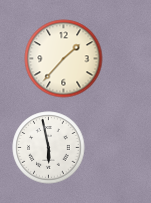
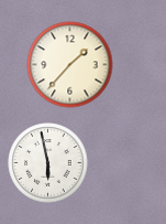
clock at (49, 148) position: (49, 148) -> (48, 163)
